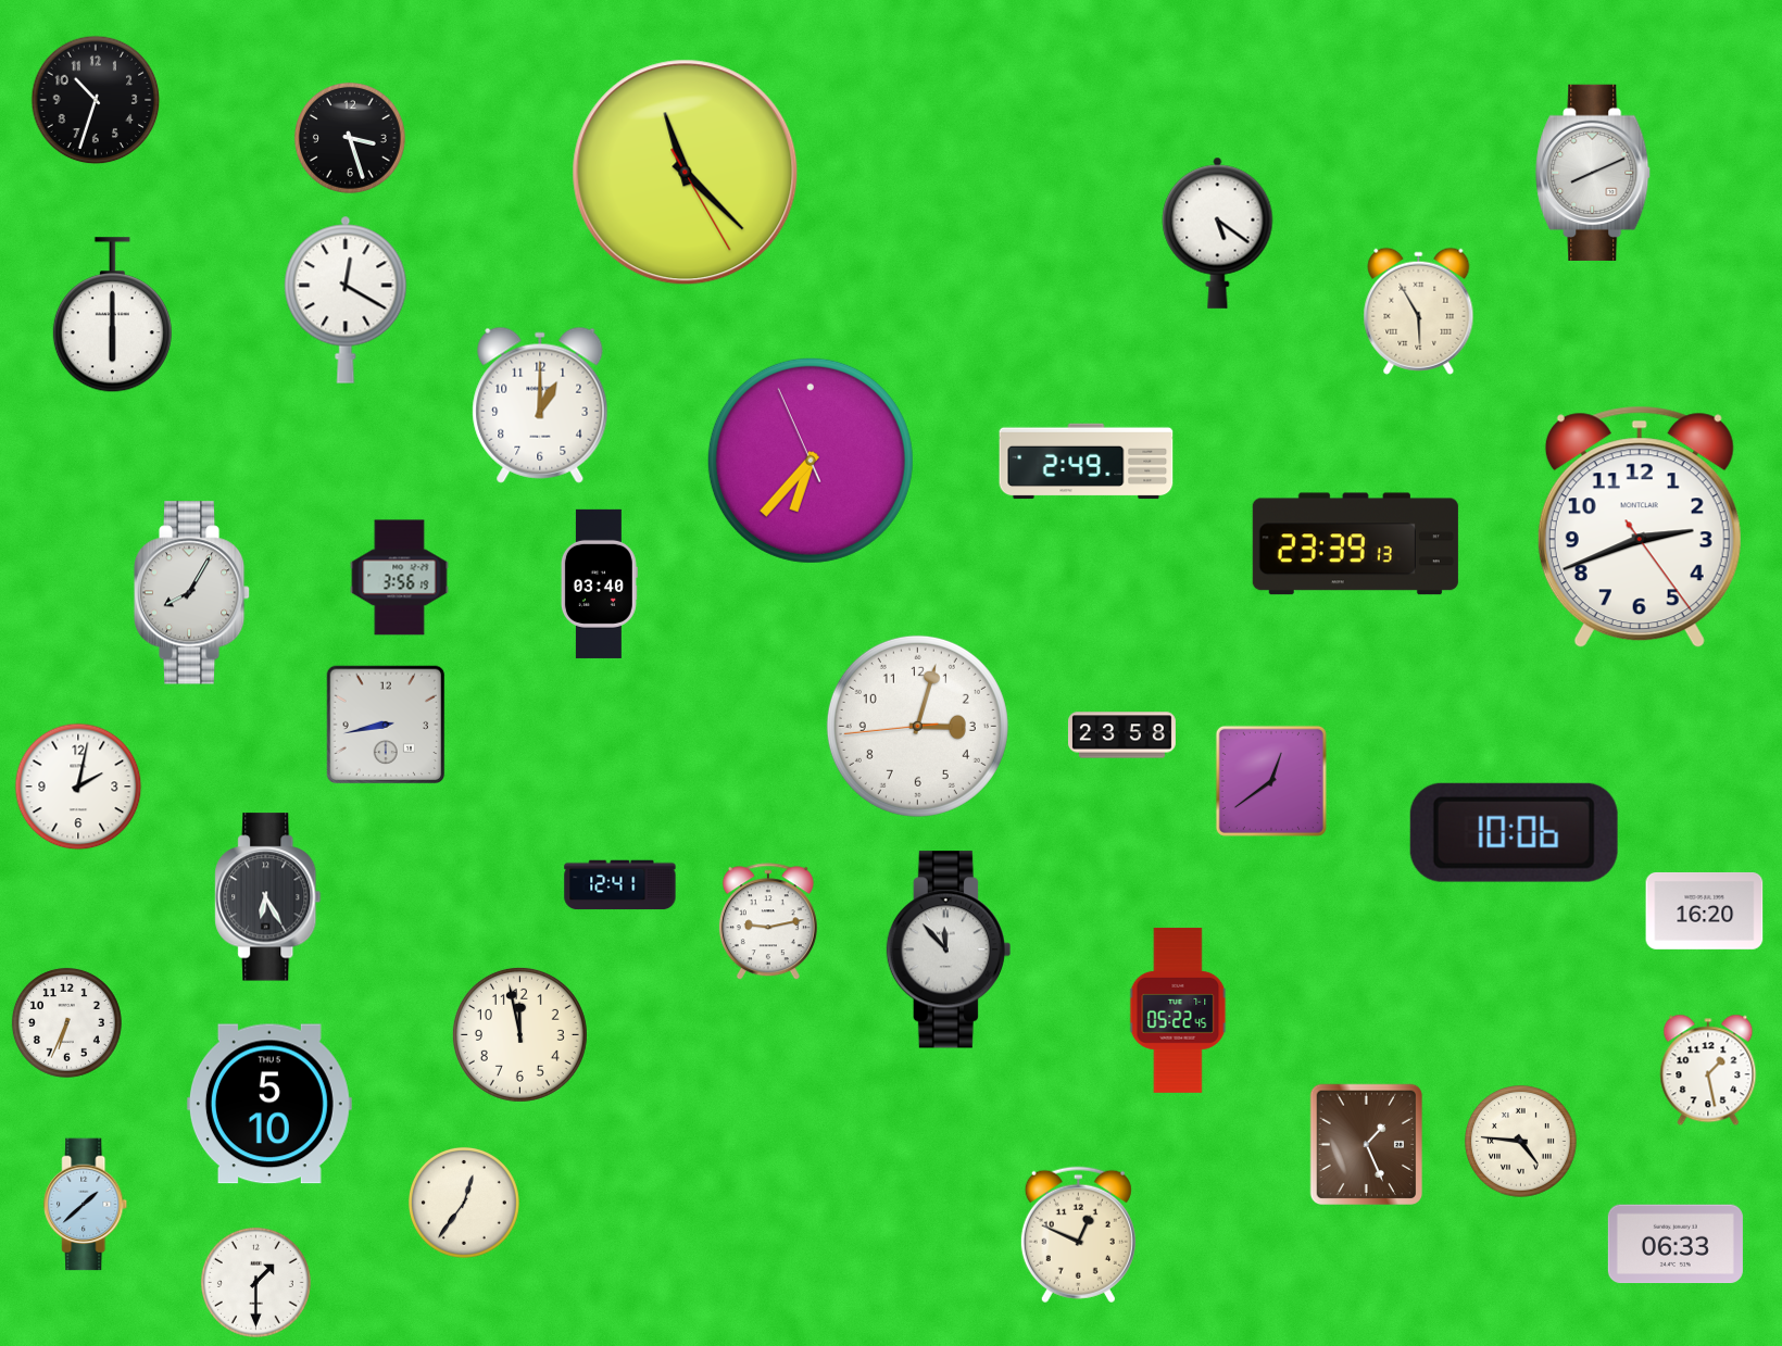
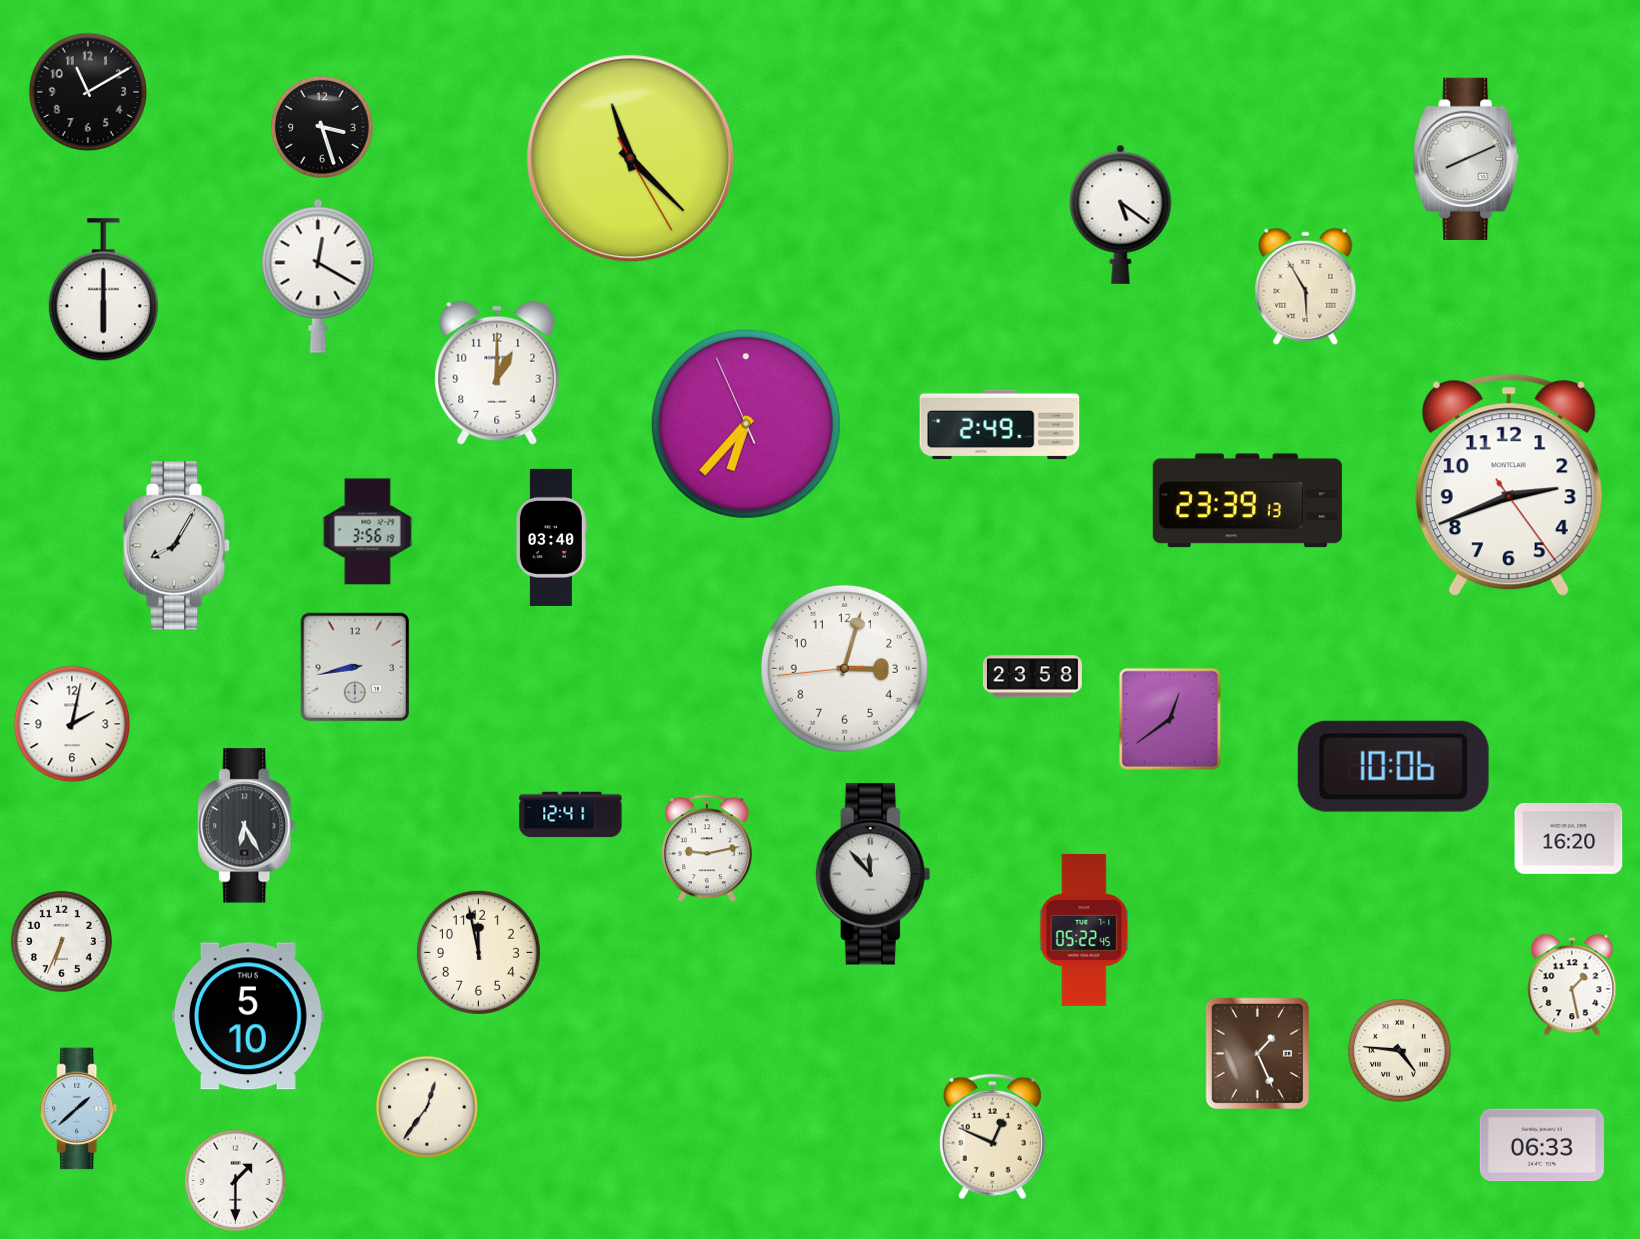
clock at (96, 100): 10:33 -> 11:10
